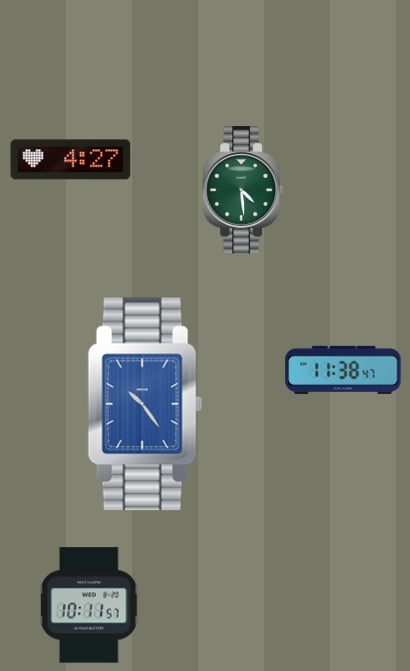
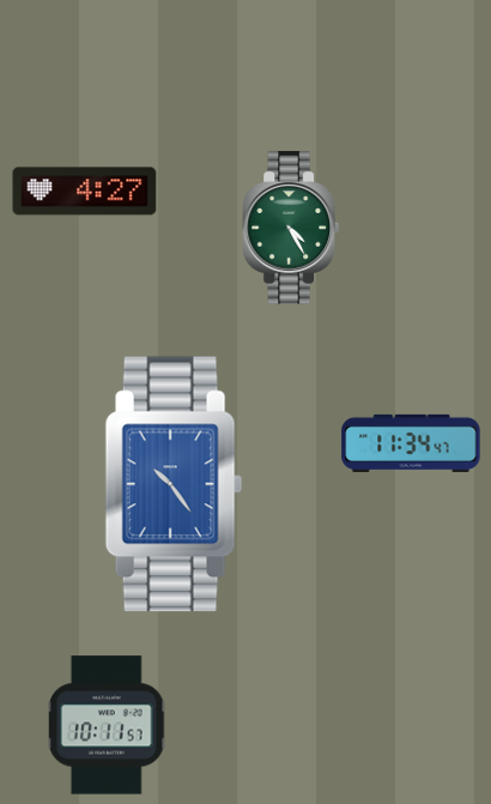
clock at (242, 190): 4:29 -> 4:25
clock at (343, 370): 11:38 -> 11:34
